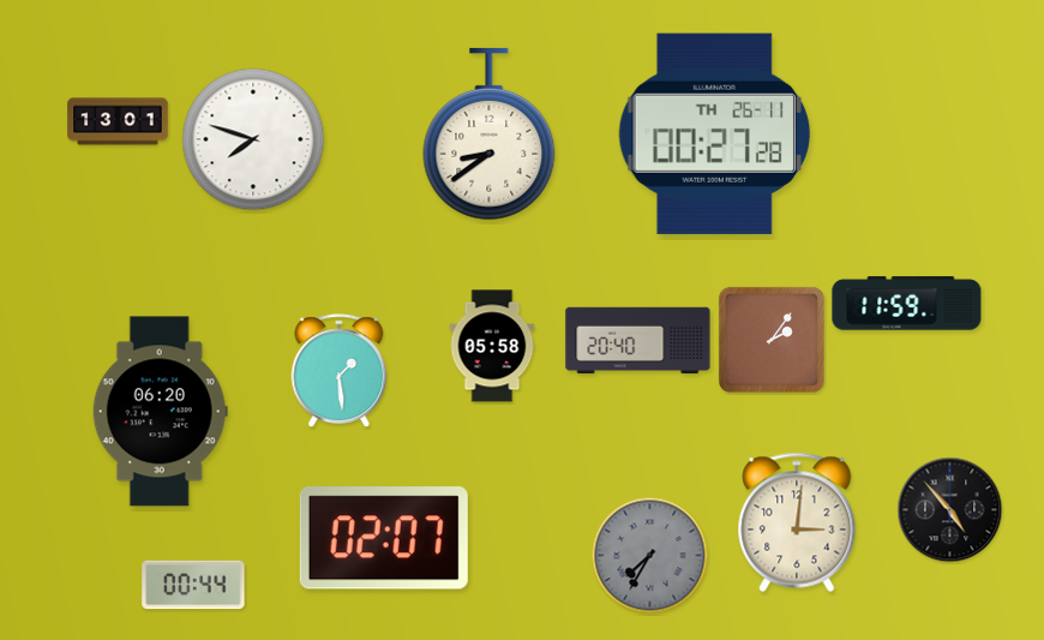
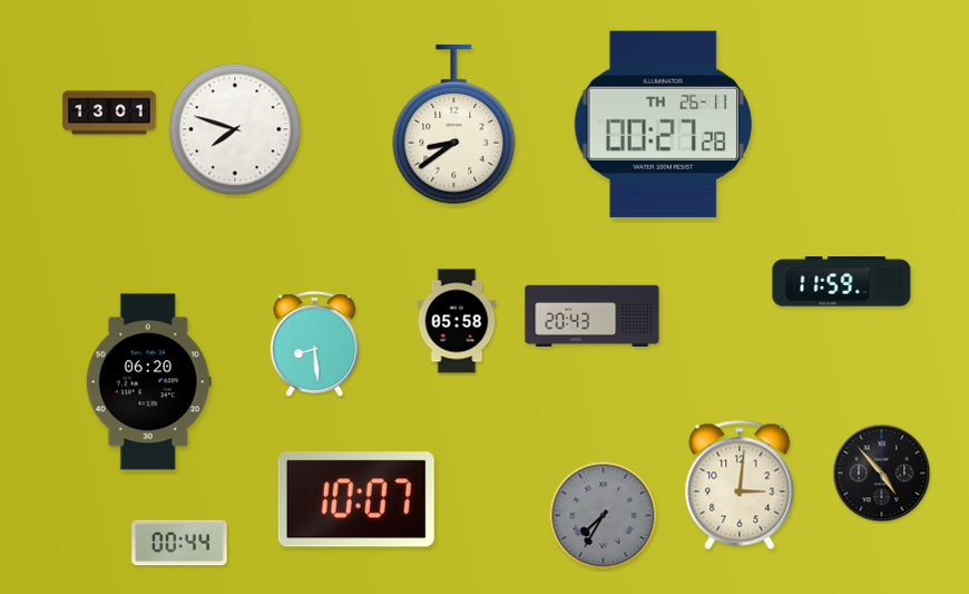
clock at (772, 340): 2:06 -> none
clock at (638, 341): 20:40 -> 20:43
clock at (340, 371): 1:29 -> 8:29
clock at (384, 538): 02:07 -> 10:07
